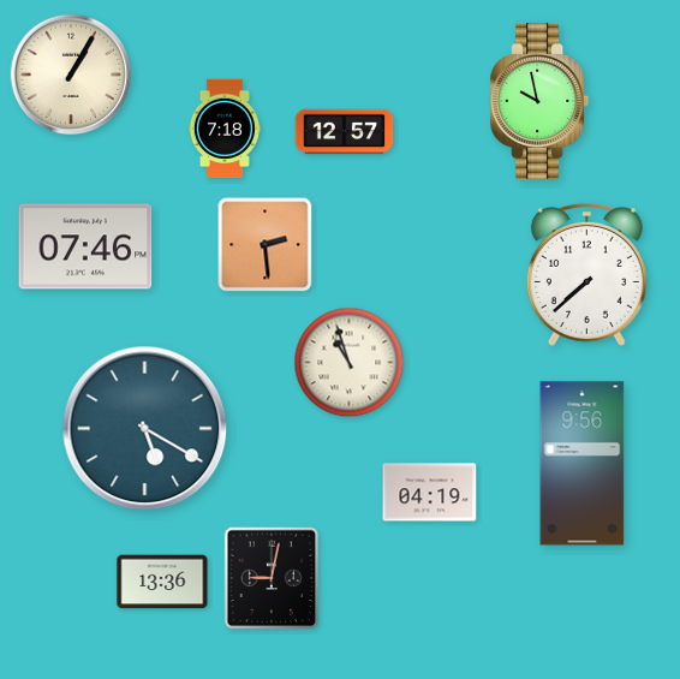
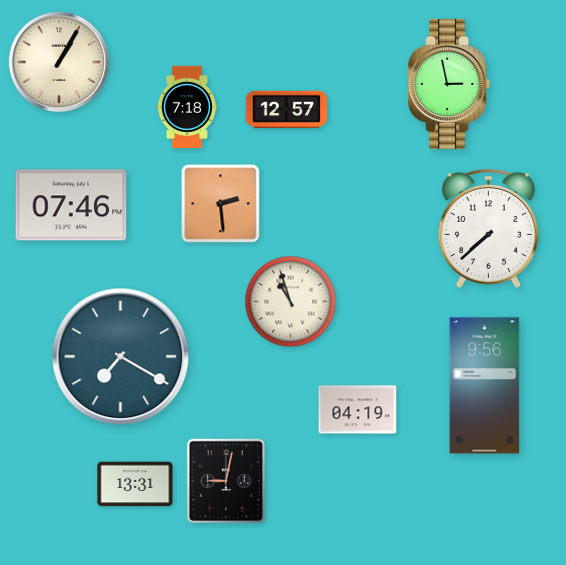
clock at (539, 101): 9:58 -> 2:58
clock at (145, 429): 5:20 -> 7:20
clock at (162, 582): 13:36 -> 13:31
